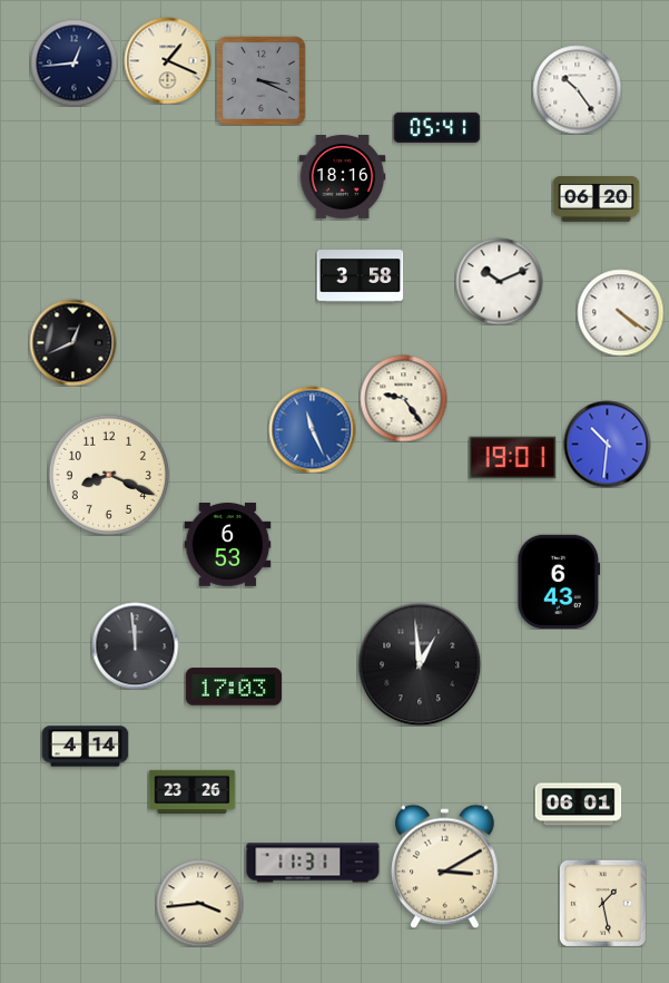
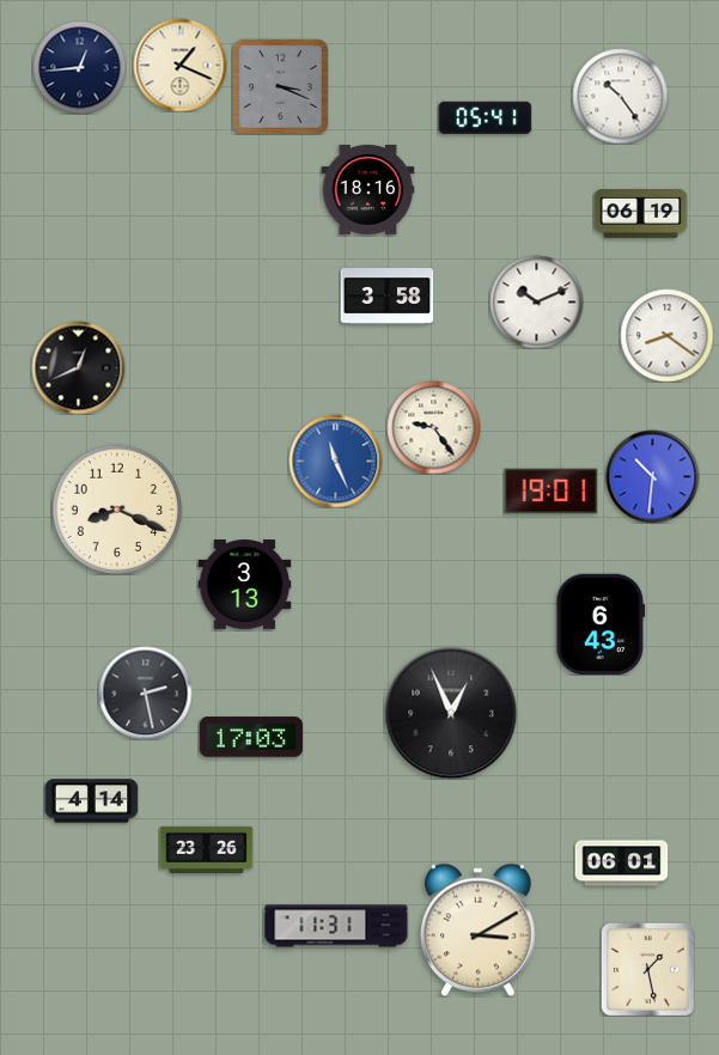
clock at (436, 127) position: (436, 127) -> (485, 117)
clock at (596, 199): 06:20 -> 06:19
clock at (620, 312): 4:21 -> 8:21
clock at (227, 545): 6:53 -> 3:13
clock at (135, 645): 11:59 -> 2:28
clock at (420, 664): 12:59 -> 12:56
clock at (199, 903): 3:44 -> none
